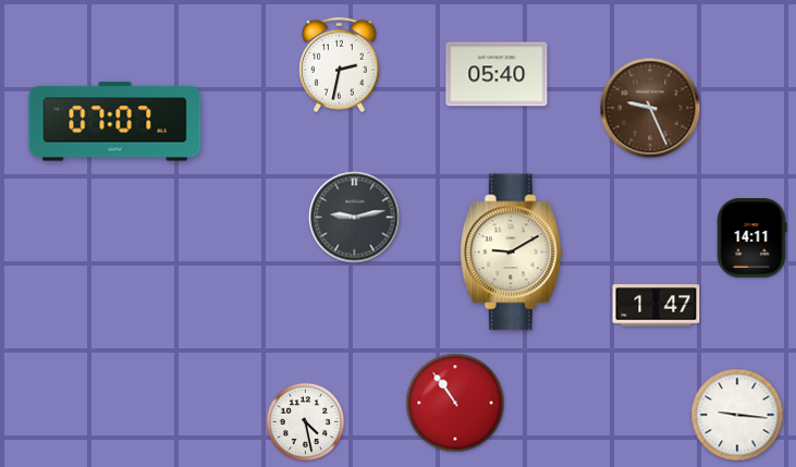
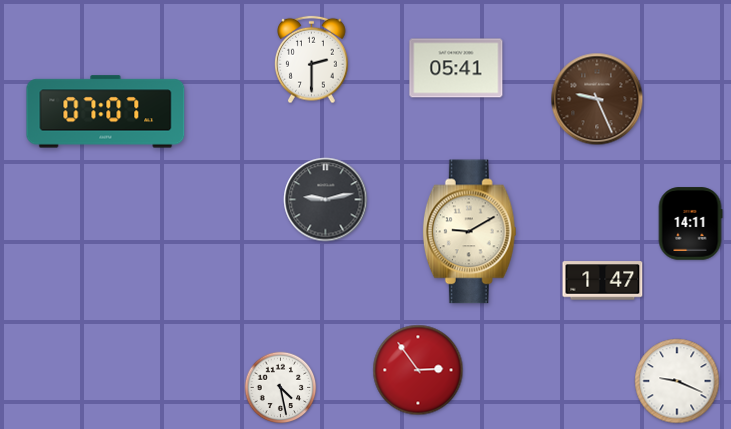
clock at (340, 65): 2:32 -> 2:30
clock at (497, 74): 05:40 -> 05:41
clock at (751, 238) position: (751, 238) -> (690, 224)
clock at (455, 403): 10:54 -> 2:54
clock at (737, 415): 9:16 -> 9:19
